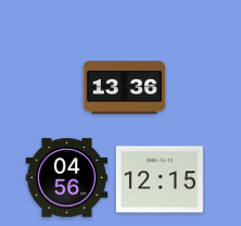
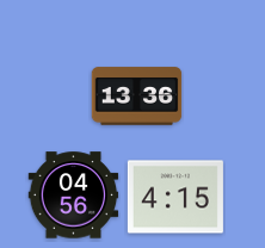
clock at (160, 179): 12:15 -> 4:15
